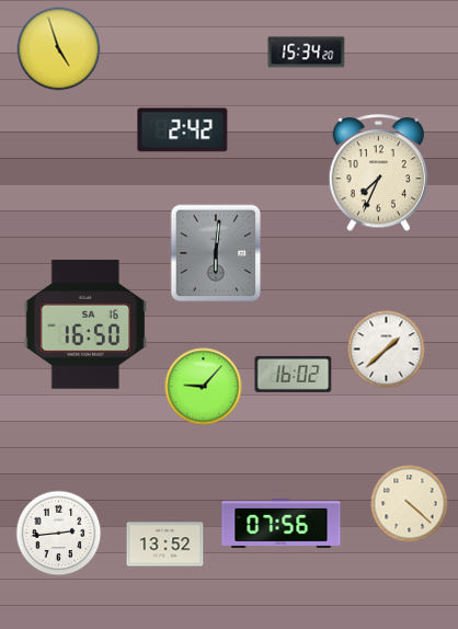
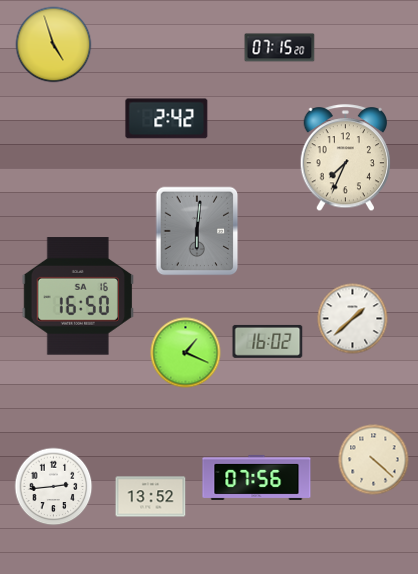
clock at (307, 53): 15:34 -> 07:15
clock at (204, 387): 9:07 -> 1:19
